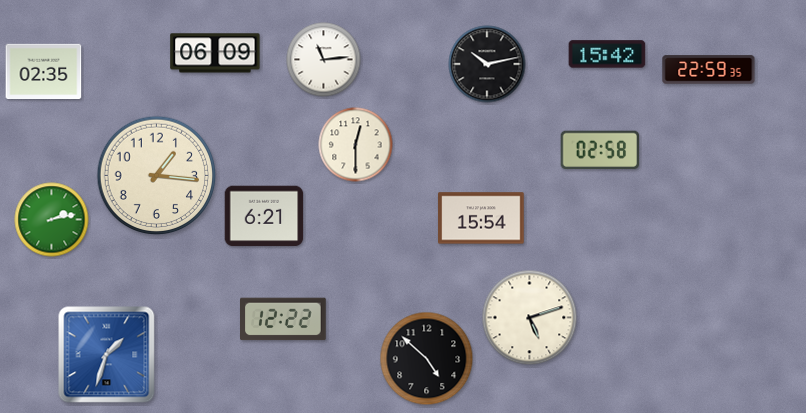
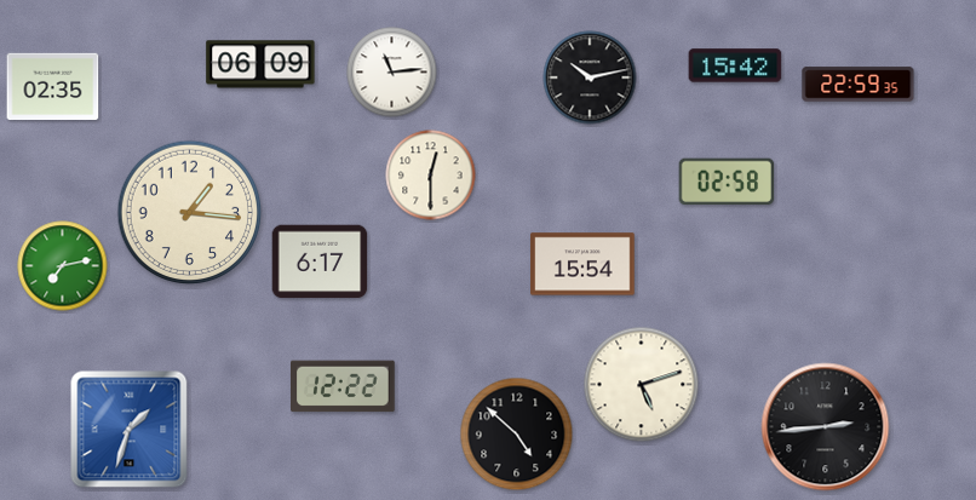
clock at (264, 216): 6:21 -> 6:17
clock at (52, 220): 2:13 -> 7:13
clock at (826, 427): none -> 2:44
